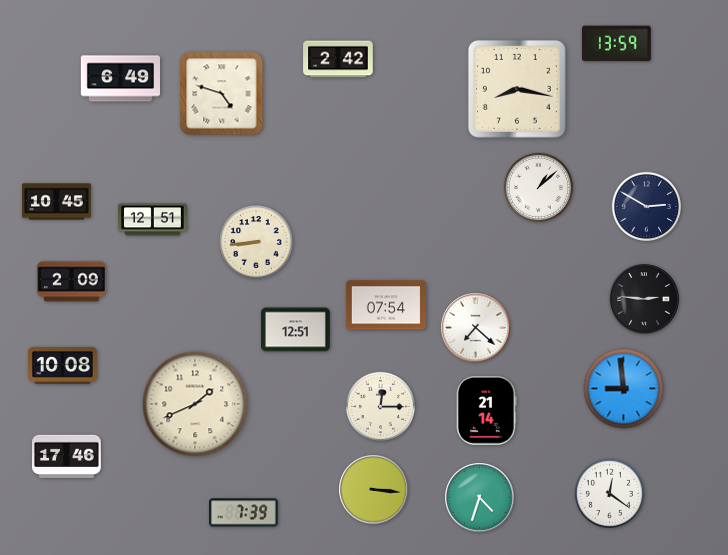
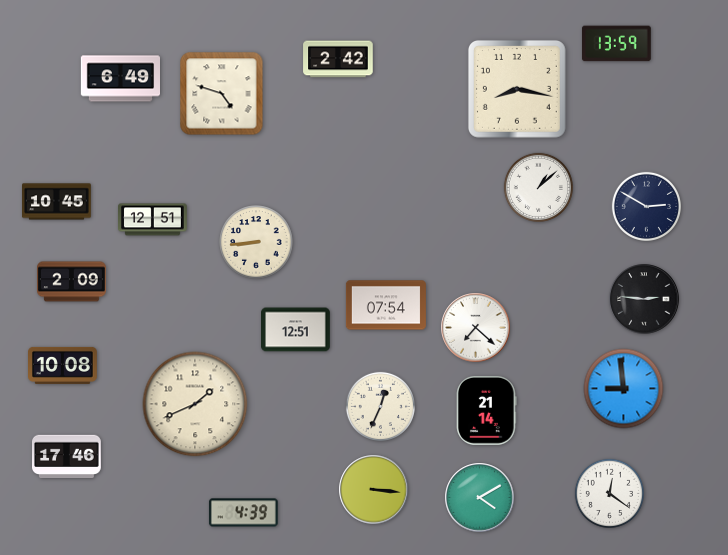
clock at (380, 406): 12:15 -> 12:34
clock at (480, 498): 4:33 -> 4:10
clock at (243, 513): 7:39 -> 4:39
